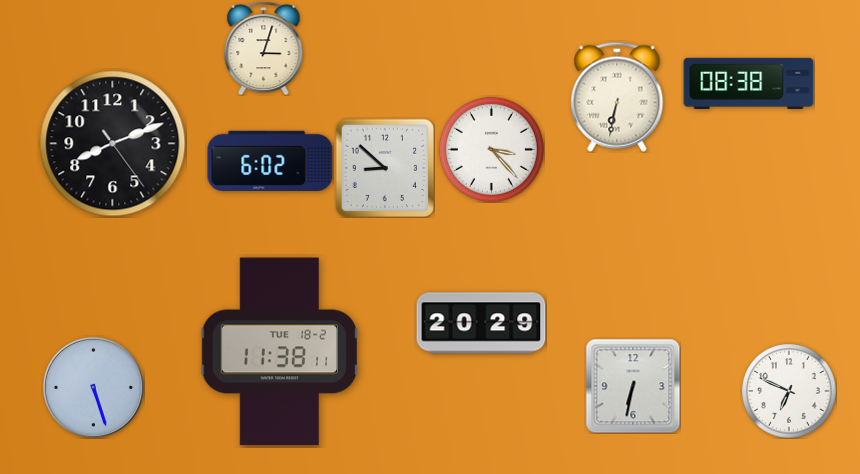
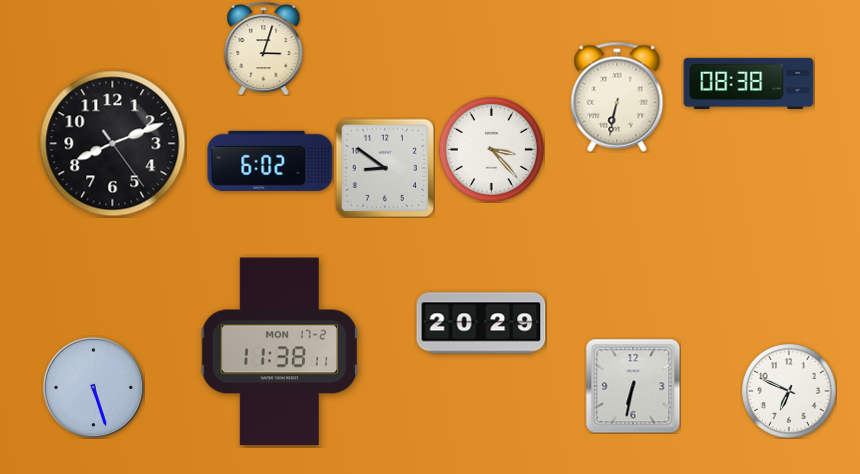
clock at (384, 167): 8:52 -> 8:51
clock at (280, 352) date: TUE 18-2 -> MON 17-2
